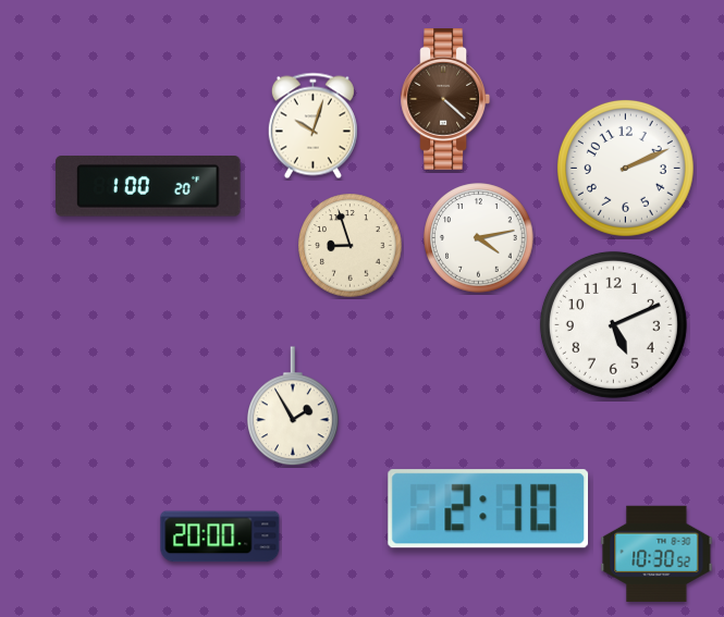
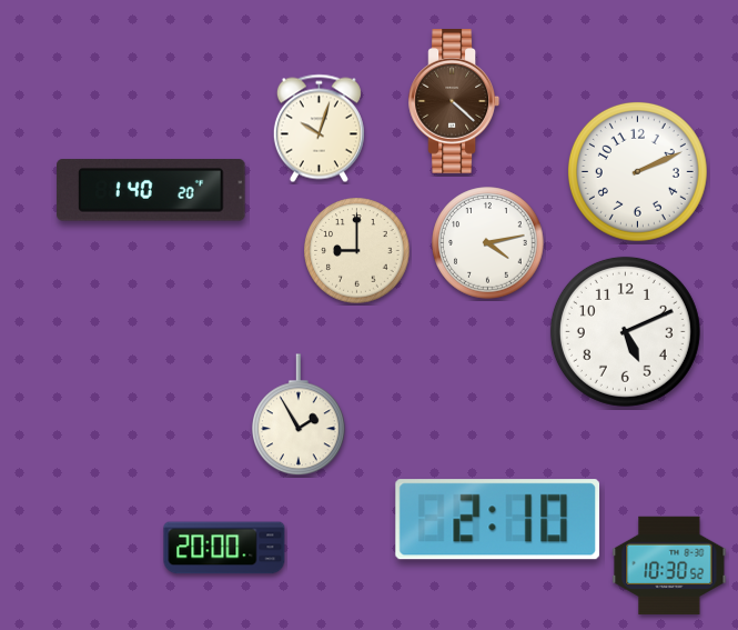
clock at (148, 186): 1:00 -> 1:40
clock at (351, 246): 8:57 -> 9:00
